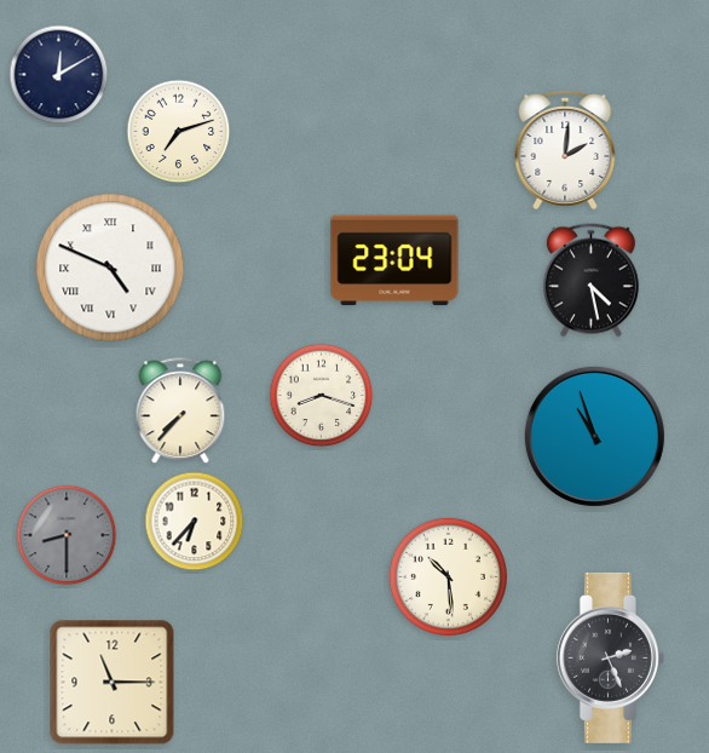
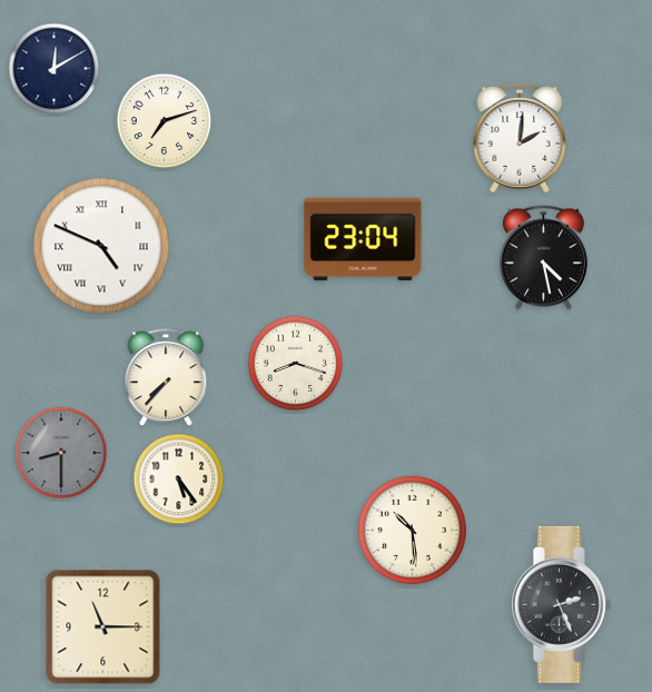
clock at (594, 436): 10:57 -> none
clock at (195, 522): 6:37 -> 5:24
clock at (67, 535) position: (67, 535) -> (61, 453)
